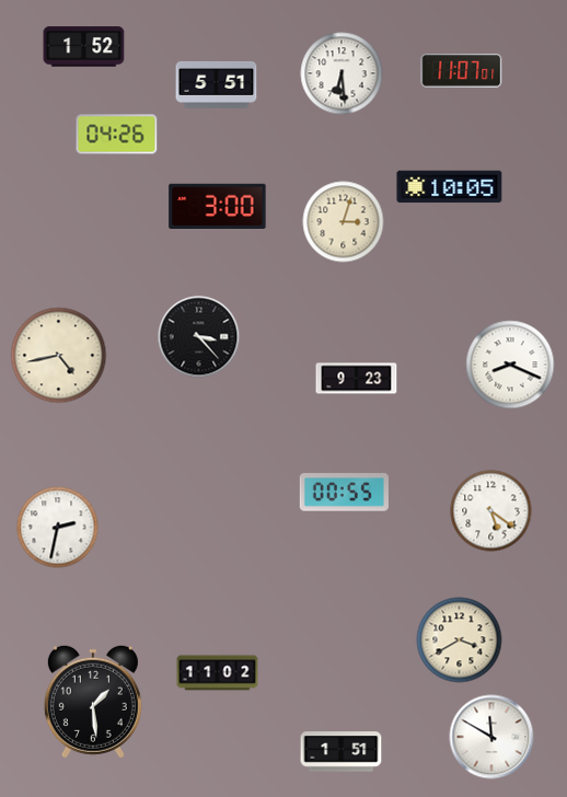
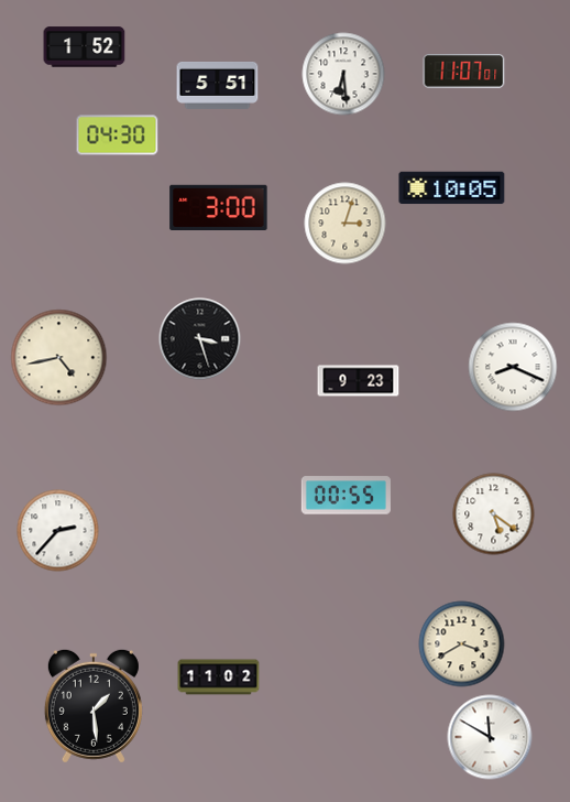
clock at (117, 135): 04:26 -> 04:30
clock at (199, 337): 3:23 -> 3:27
clock at (58, 528): 2:32 -> 2:37
clock at (491, 737) position: (491, 737) -> (490, 737)
clock at (342, 752): 1:51 -> none
